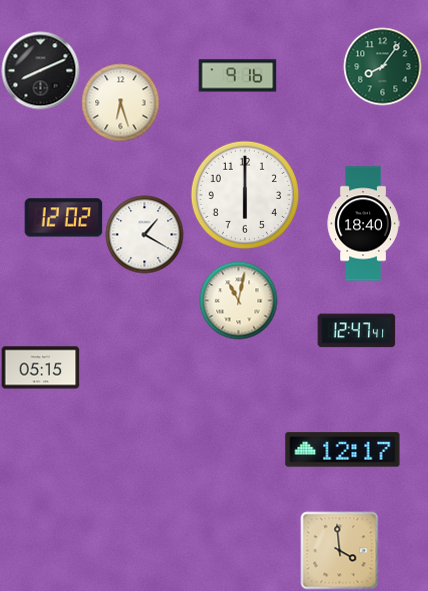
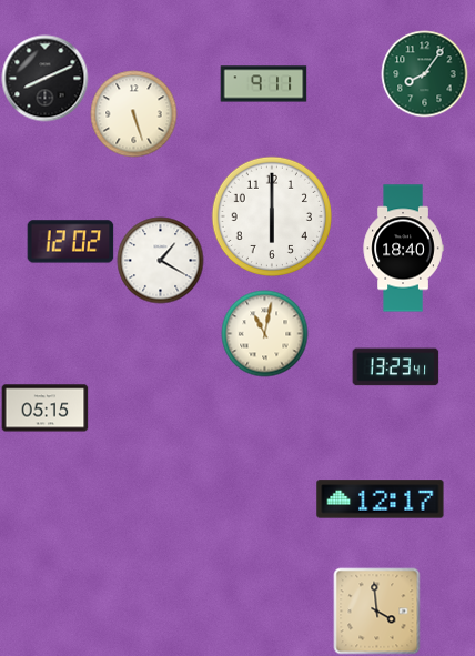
clock at (237, 76): 9:16 -> 9:11
clock at (120, 102): 6:27 -> 5:27
clock at (356, 331): 12:47 -> 13:23
